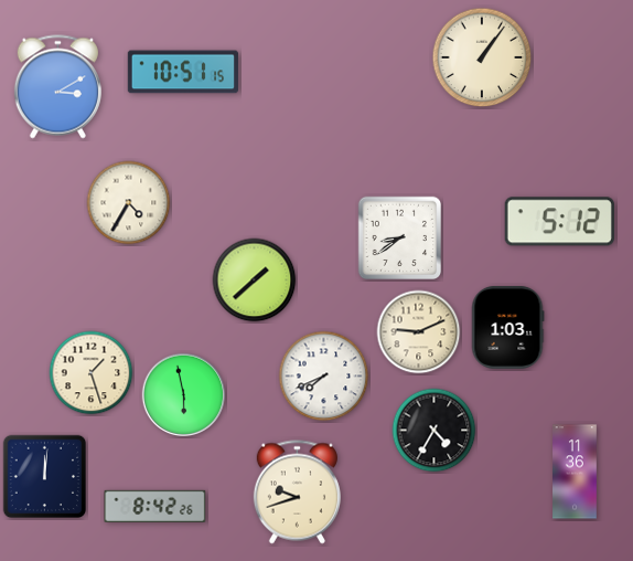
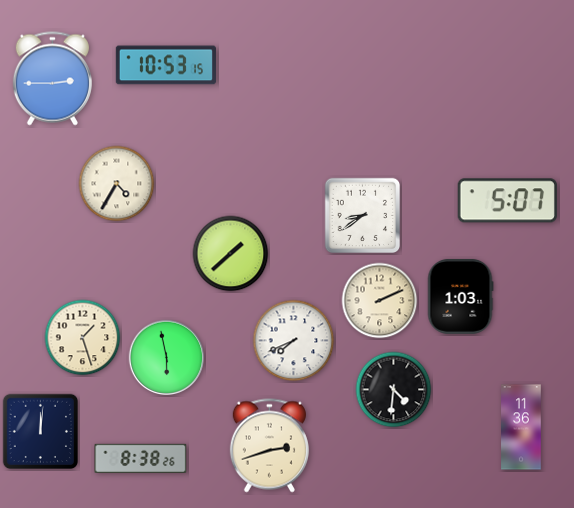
clock at (482, 57): 1:06 -> none
clock at (183, 72): 10:51 -> 10:53
clock at (57, 87): 3:10 -> 2:45
clock at (559, 222): 5:12 -> 5:07
clock at (419, 332): 9:11 -> 2:11
clock at (434, 431): 4:35 -> 4:31
clock at (297, 493): 9:42 -> 2:42
clock at (155, 506): 8:42 -> 8:38
